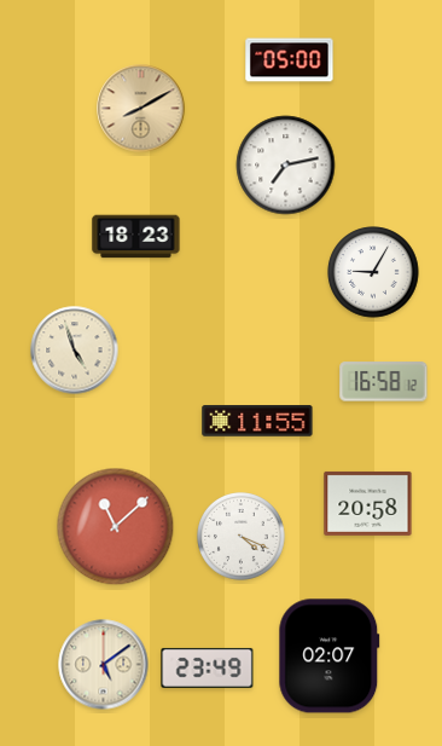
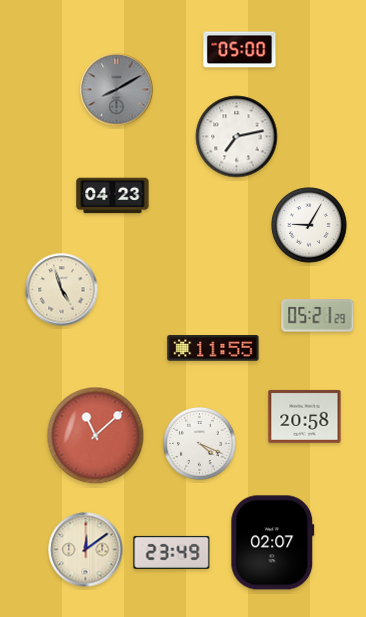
clock at (141, 109) dial: champagne -> grey
clock at (136, 237): 18:23 -> 04:23
clock at (384, 382): 16:58 -> 05:21
clock at (104, 665): 5:09 -> 12:09
